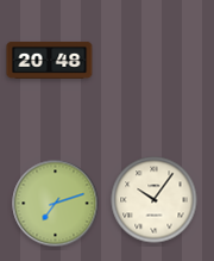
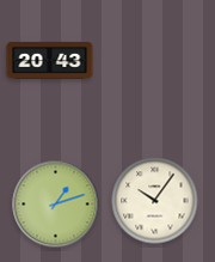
clock at (50, 60): 20:48 -> 20:43
clock at (56, 204): 7:12 -> 1:12
